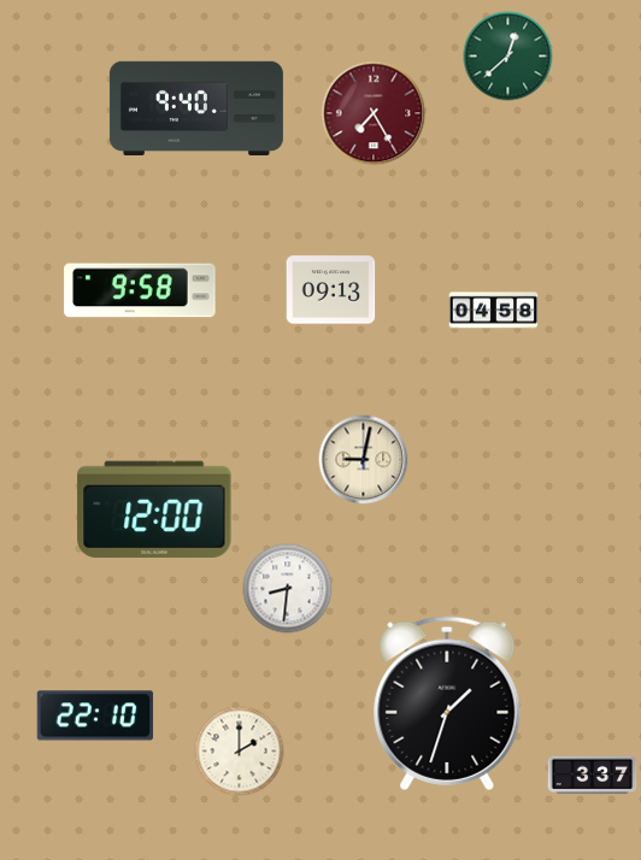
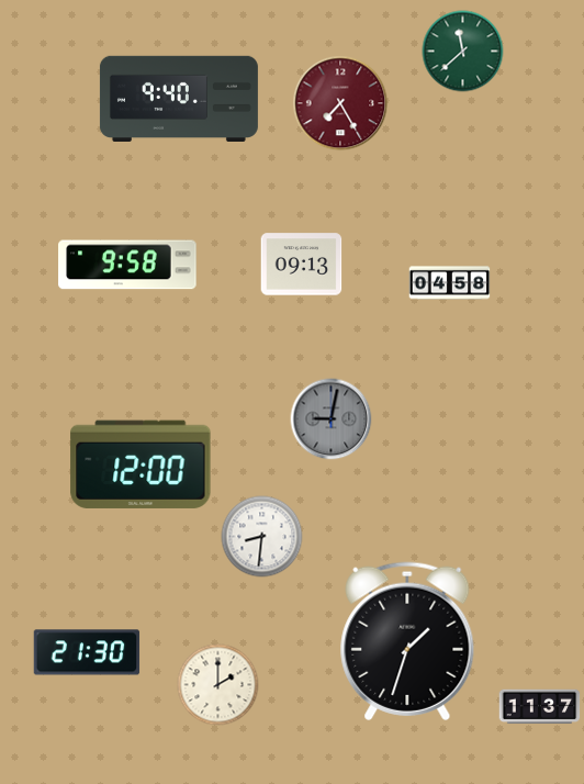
clock at (508, 57): 12:38 -> 11:38
clock at (364, 460) dial: cream -> grey
clock at (95, 715): 22:10 -> 21:30
clock at (593, 776): 3:37 -> 11:37
